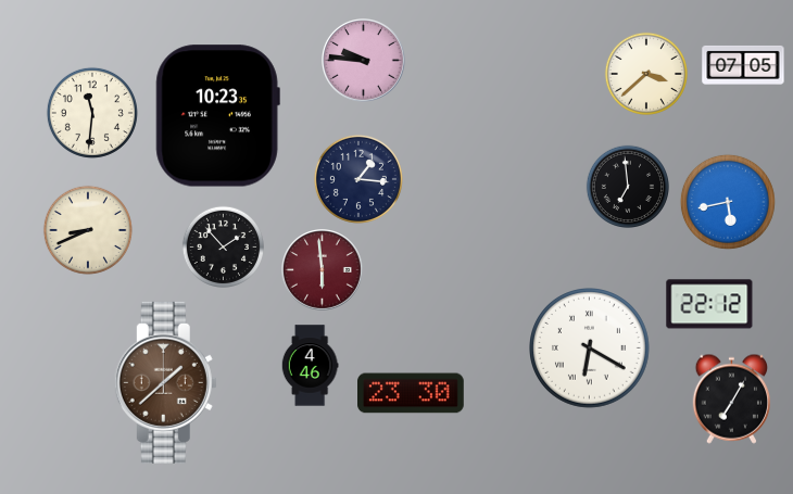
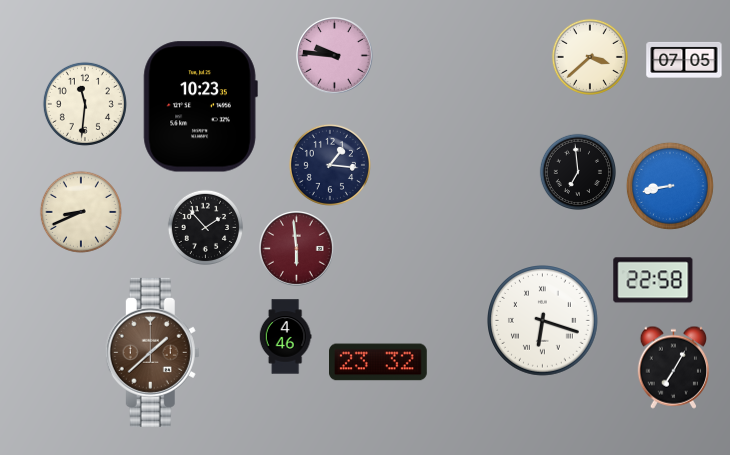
clock at (645, 73) position: (645, 73) -> (589, 56)
clock at (728, 202): 5:43 -> 8:43
clock at (709, 304): 22:12 -> 22:58
clock at (590, 349): 6:20 -> 6:18
clock at (412, 393): 23:30 -> 23:32
